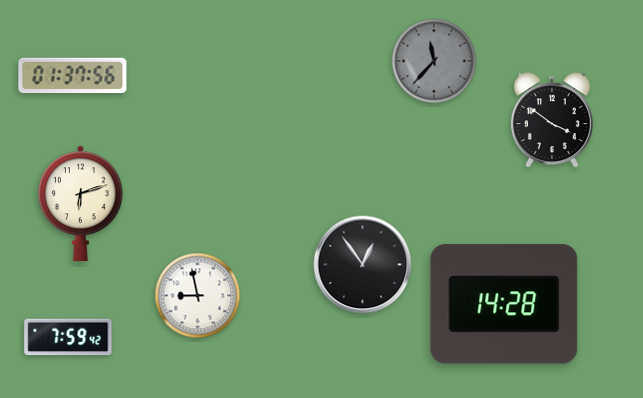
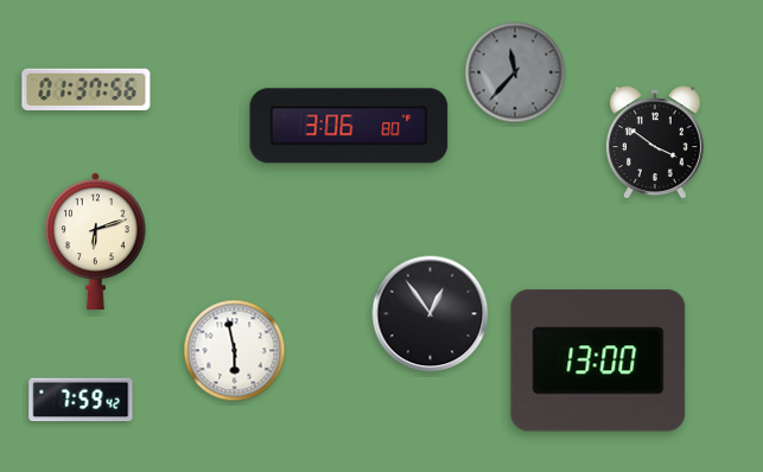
clock at (349, 126): none -> 3:06
clock at (198, 296): 8:58 -> 5:58
clock at (504, 304): 14:28 -> 13:00
